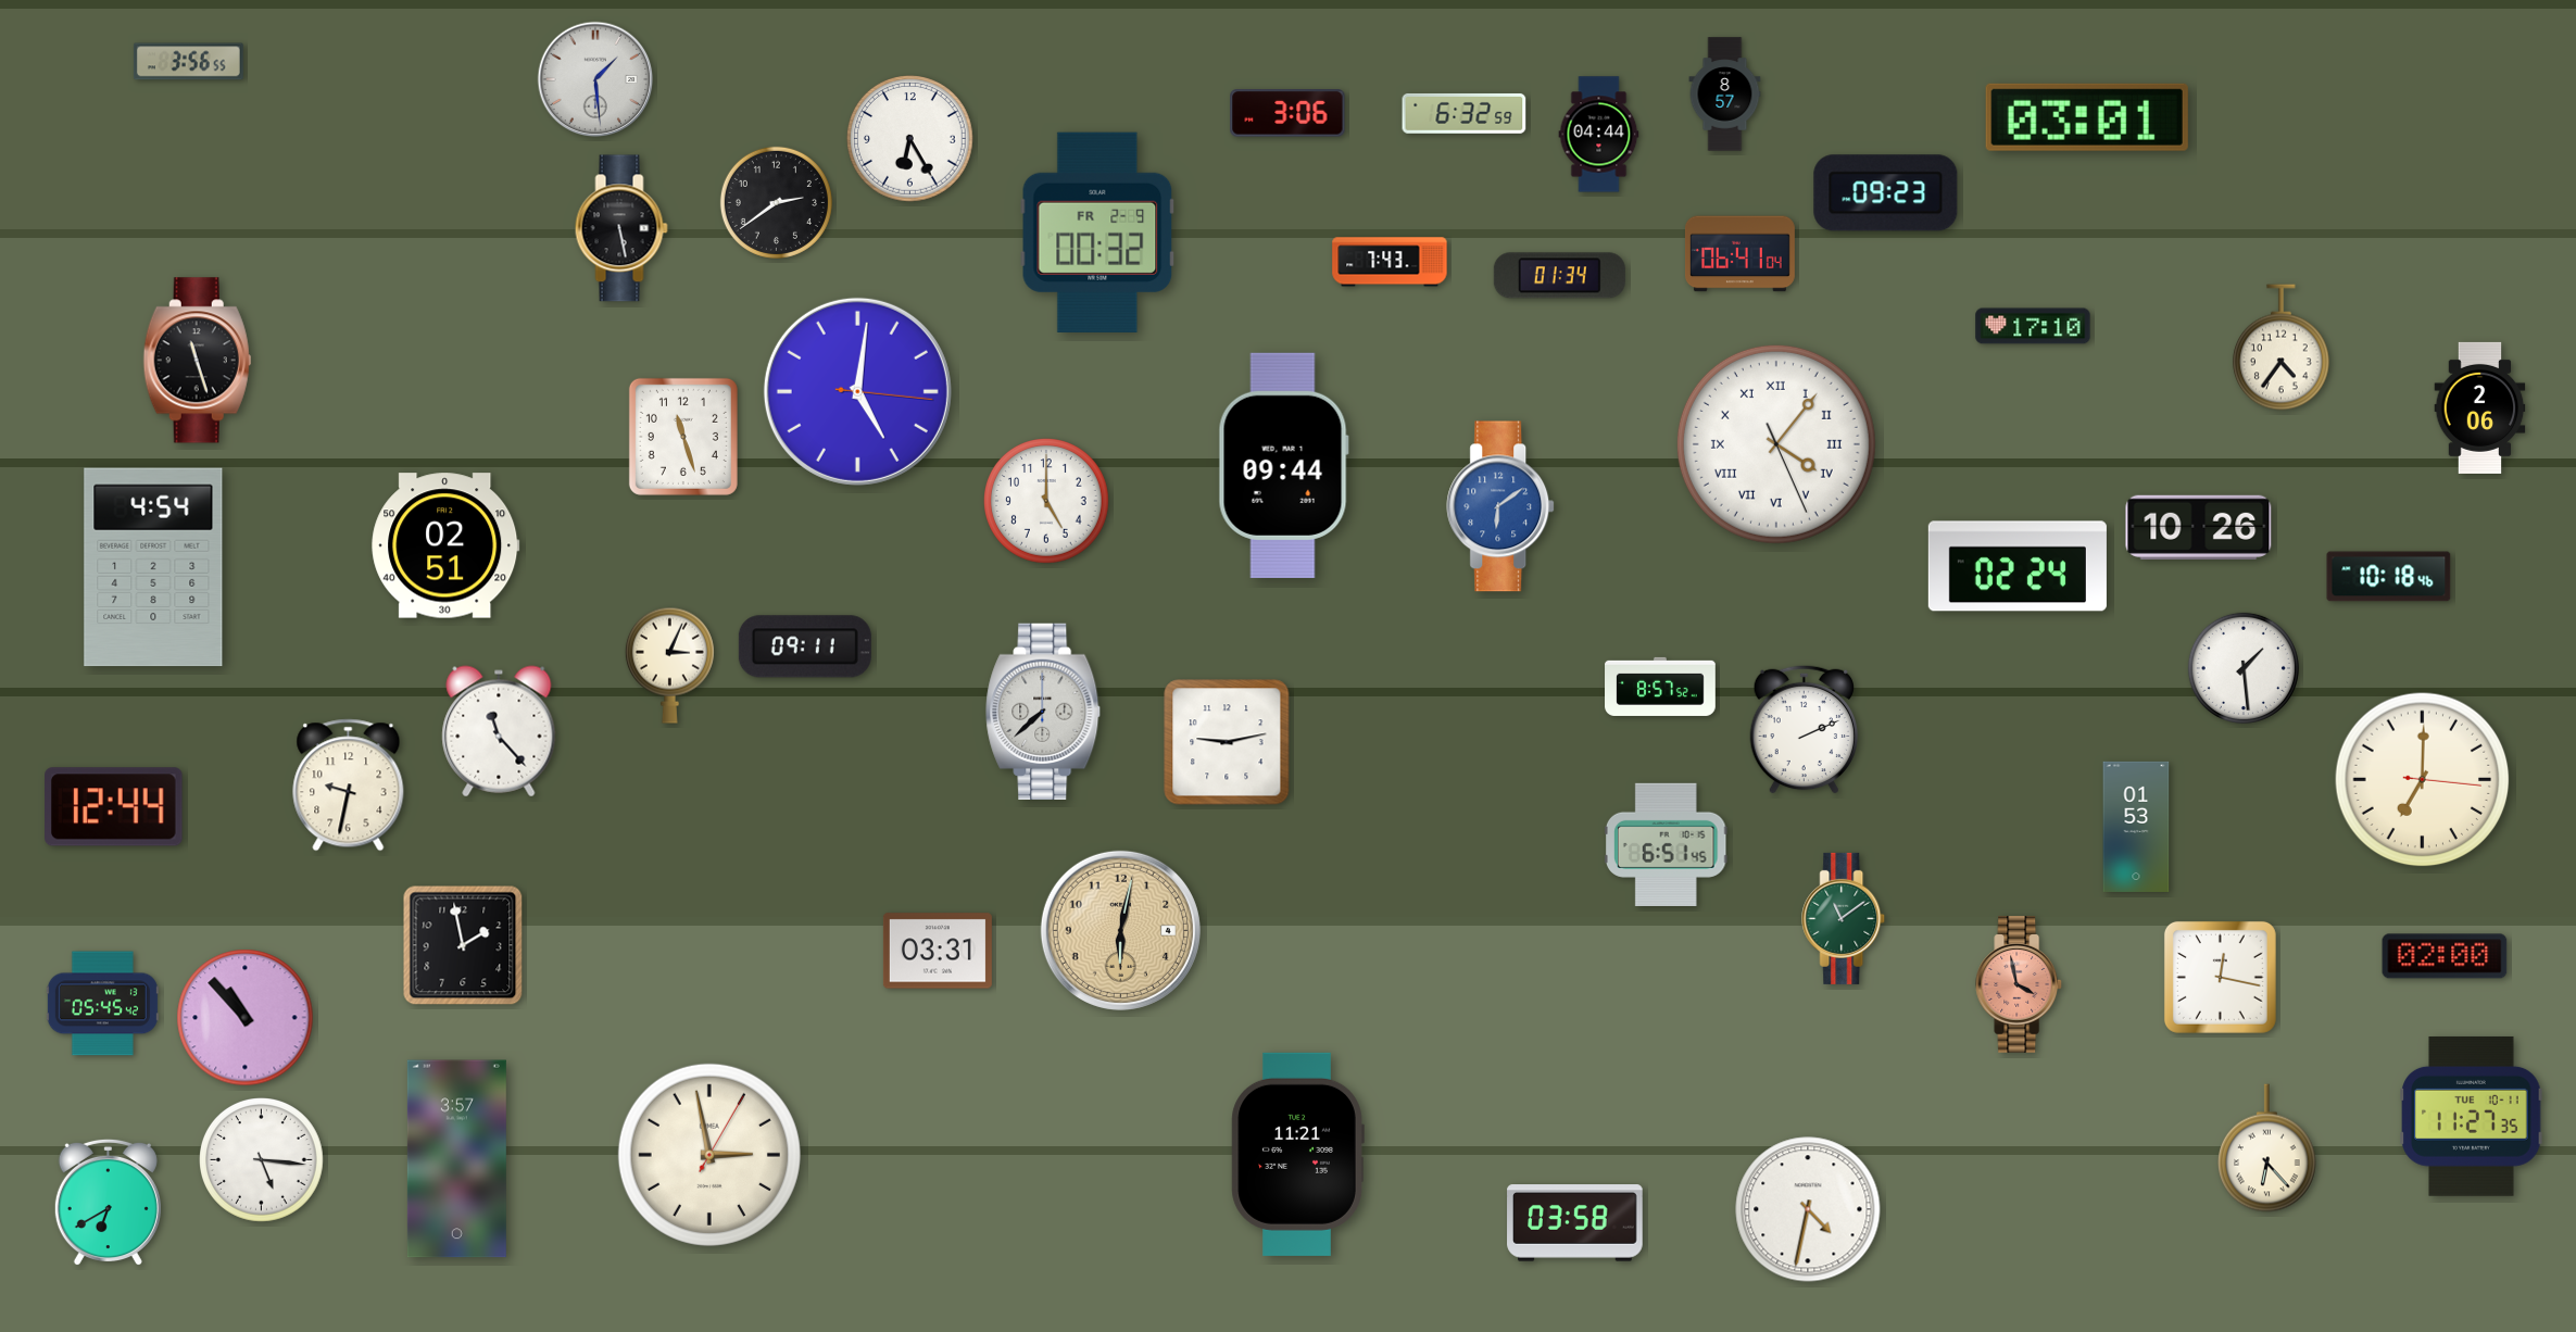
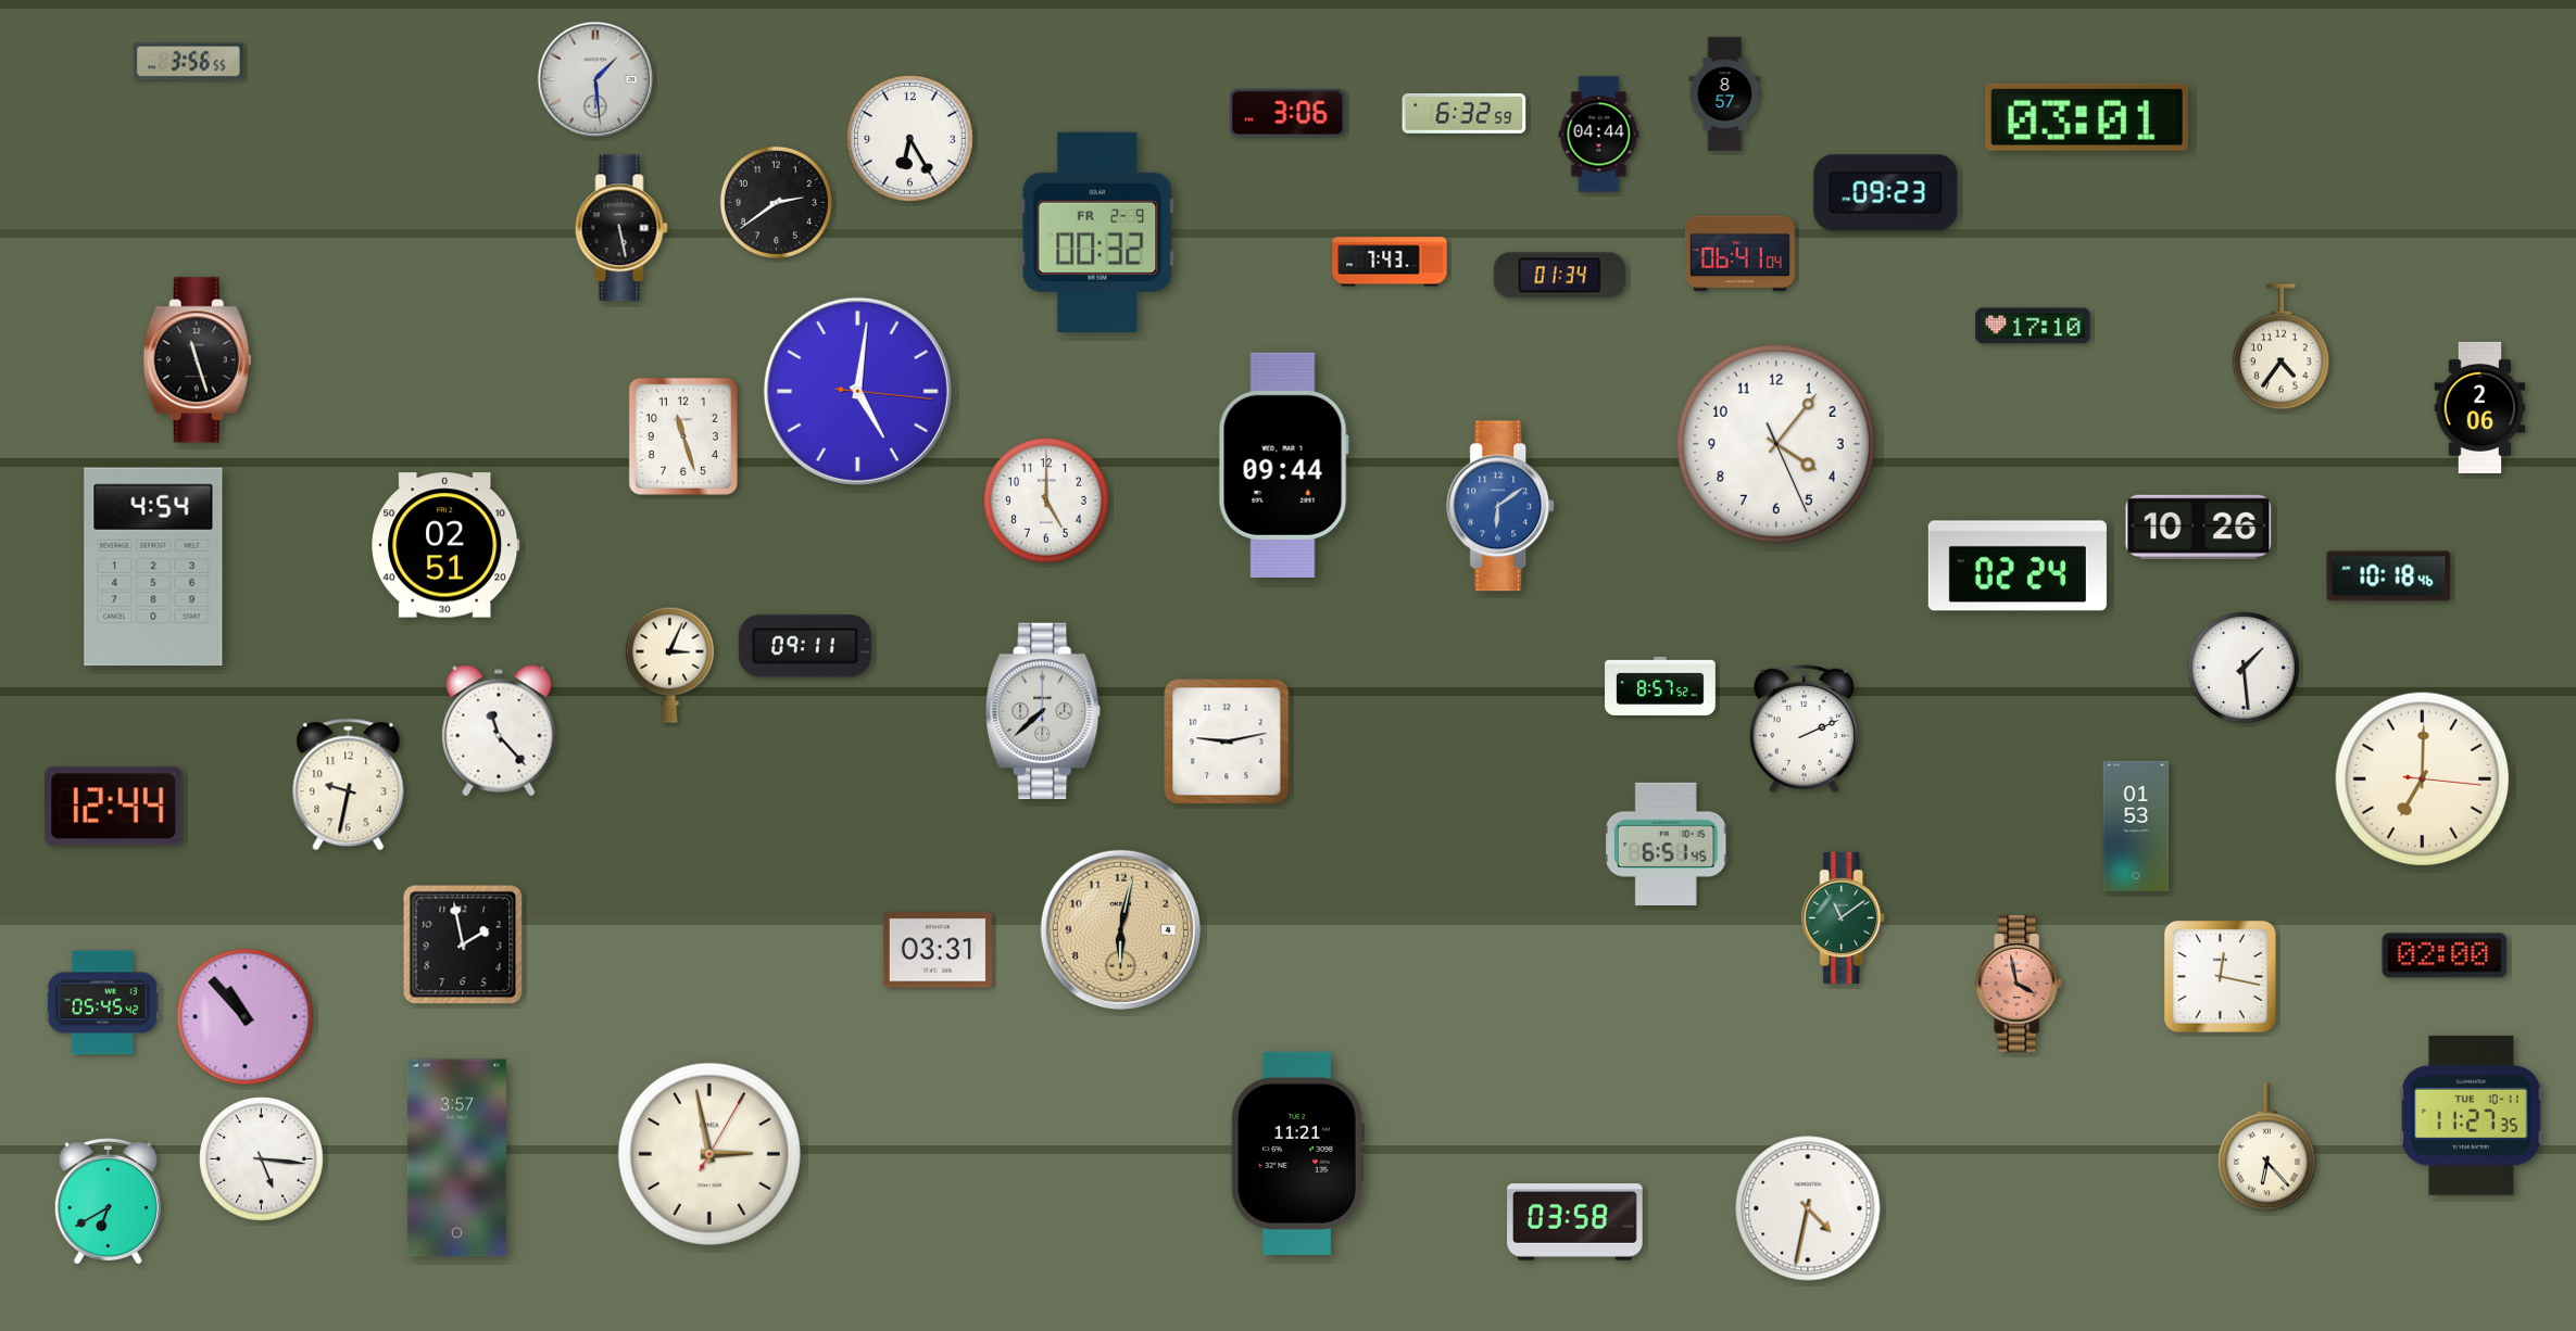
clock at (1776, 444) numerals: Roman -> Arabic
